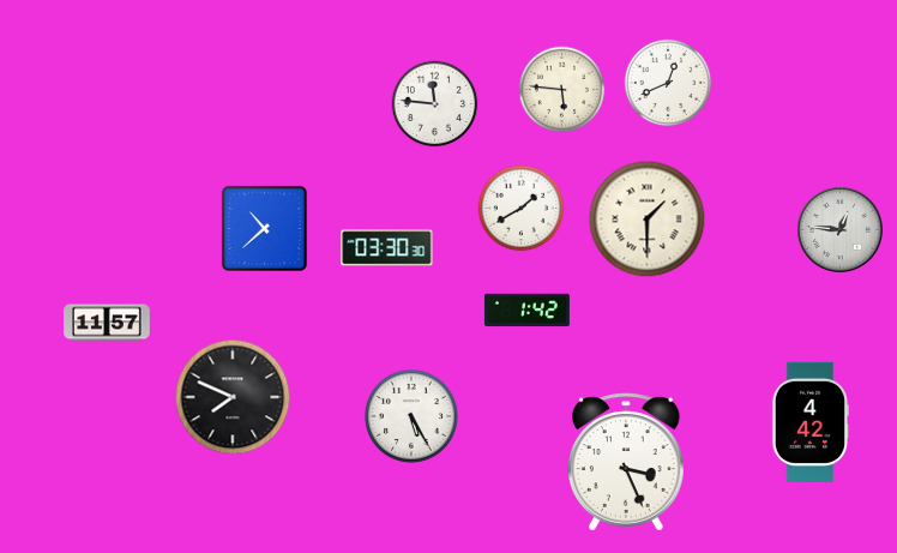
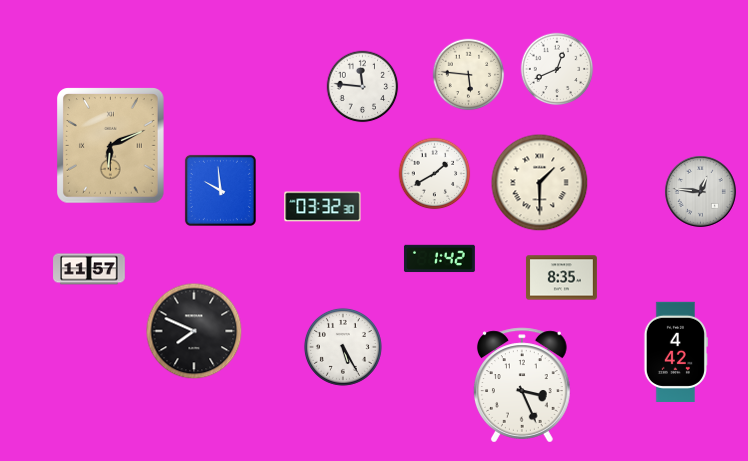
clock at (111, 146): none -> 6:11
clock at (264, 228): 10:38 -> 9:59
clock at (387, 248): 03:30 -> 03:32
clock at (561, 278): none -> 8:35
